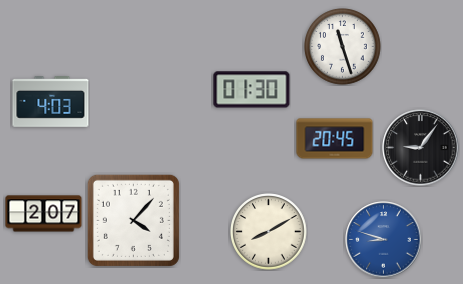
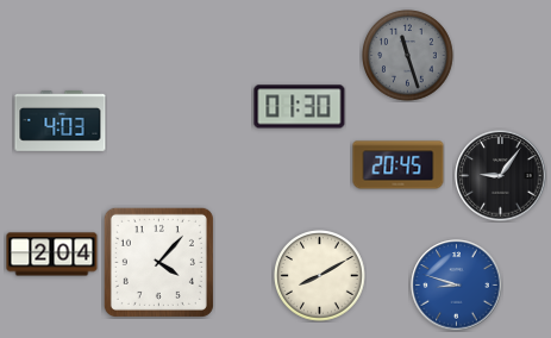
clock at (343, 47) dial: white -> grey
clock at (44, 214): 2:07 -> 2:04
